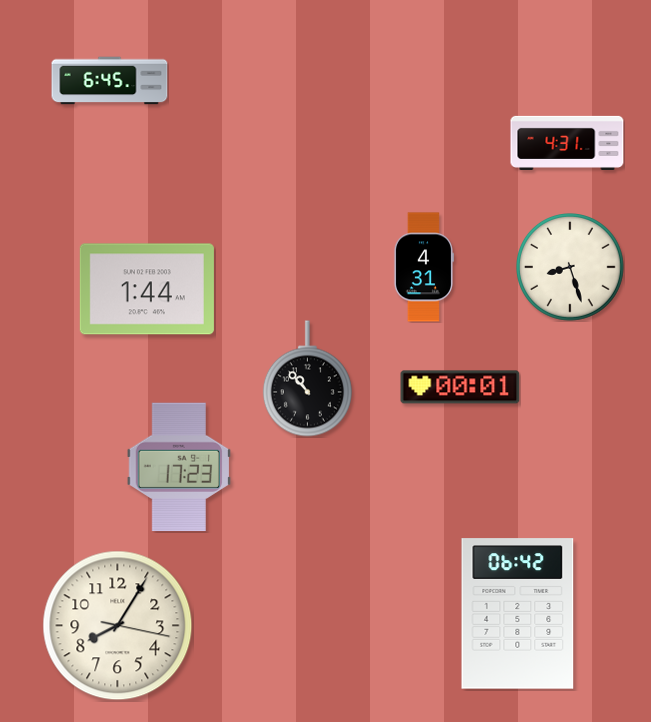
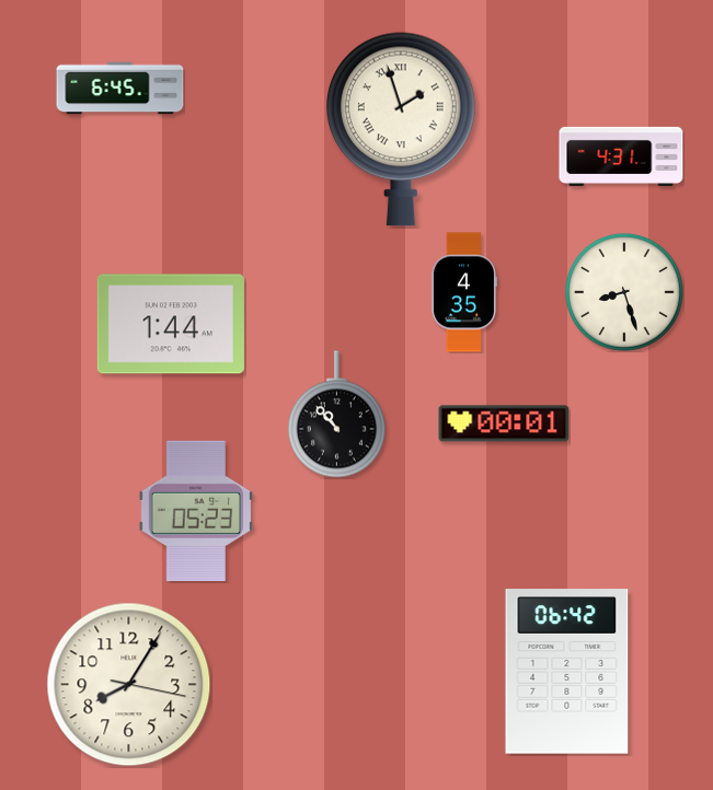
clock at (401, 129): none -> 1:57
clock at (423, 267): 4:31 -> 4:35
clock at (147, 289) position: (147, 289) -> (171, 324)
clock at (178, 467): 17:23 -> 05:23
